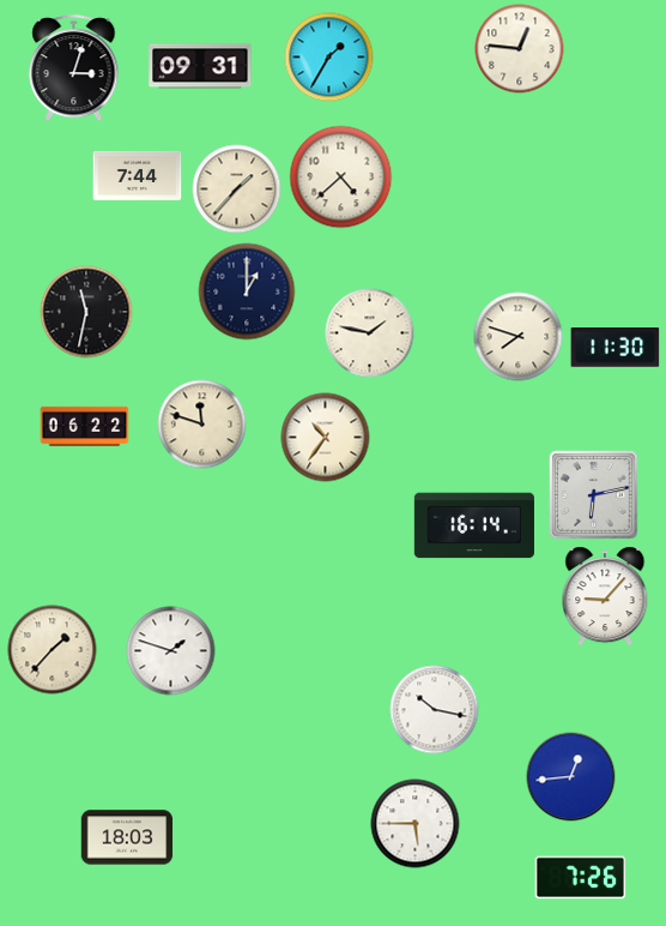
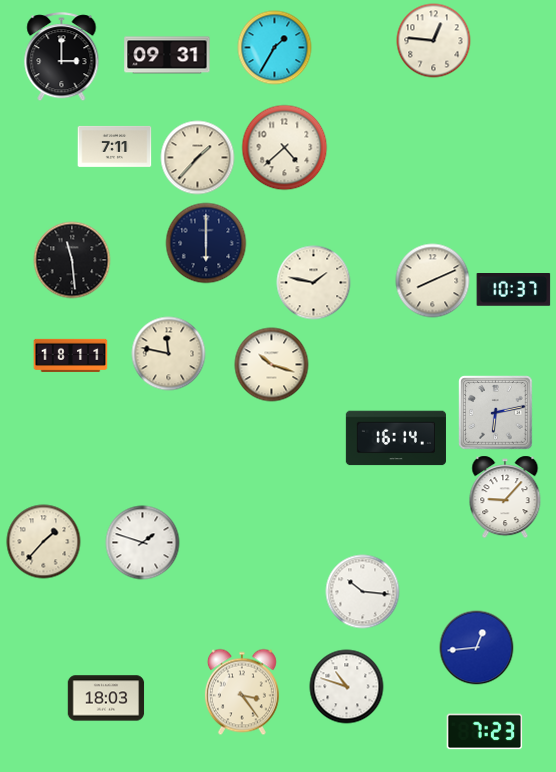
clock at (74, 68): 3:03 -> 3:00
clock at (138, 175): 7:44 -> 7:11
clock at (247, 291): 1:00 -> 6:00
clock at (86, 312): 11:32 -> 11:29
clock at (370, 333) position: (370, 333) -> (314, 283)
clock at (519, 337): 7:48 -> 8:11
clock at (616, 348): 11:30 -> 10:37
clock at (202, 425): 11:48 -> 11:47
clock at (85, 426): 06:22 -> 18:11
clock at (326, 438): 10:36 -> 10:18
clock at (435, 710): 10:17 -> 10:16
clock at (416, 824): 5:45 -> 10:48
clock at (242, 692): none -> 3:24
clock at (581, 878): 7:26 -> 7:23
